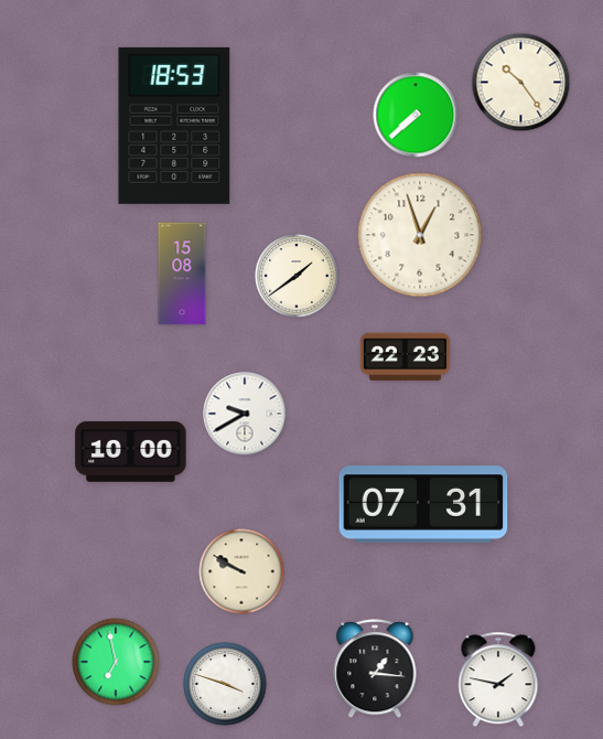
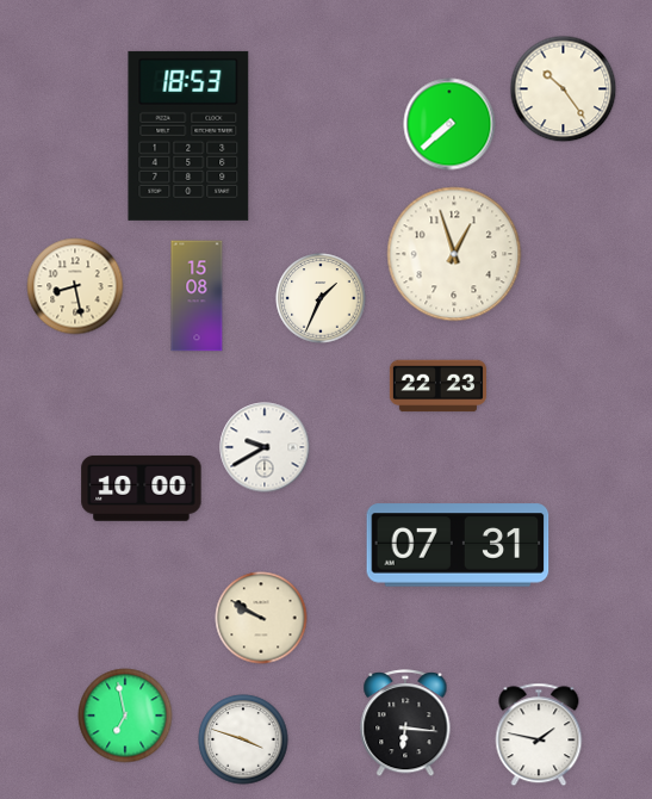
clock at (75, 286): none -> 8:28
clock at (297, 276): 1:39 -> 1:34
clock at (375, 670): 1:16 -> 6:16
